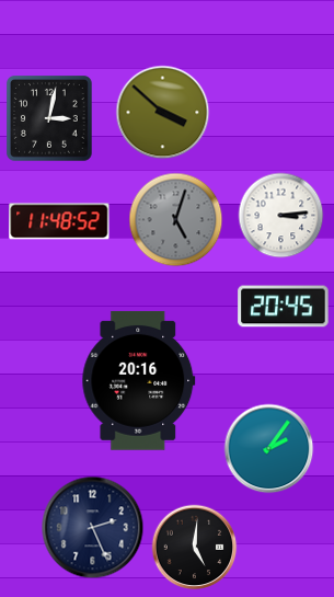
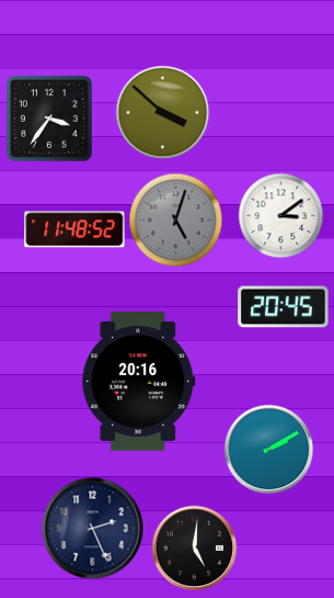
clock at (50, 119): 3:02 -> 3:36
clock at (280, 215): 3:14 -> 3:09
clock at (59, 221) position: (59, 221) -> (74, 229)
clock at (268, 448): 2:06 -> 2:10
